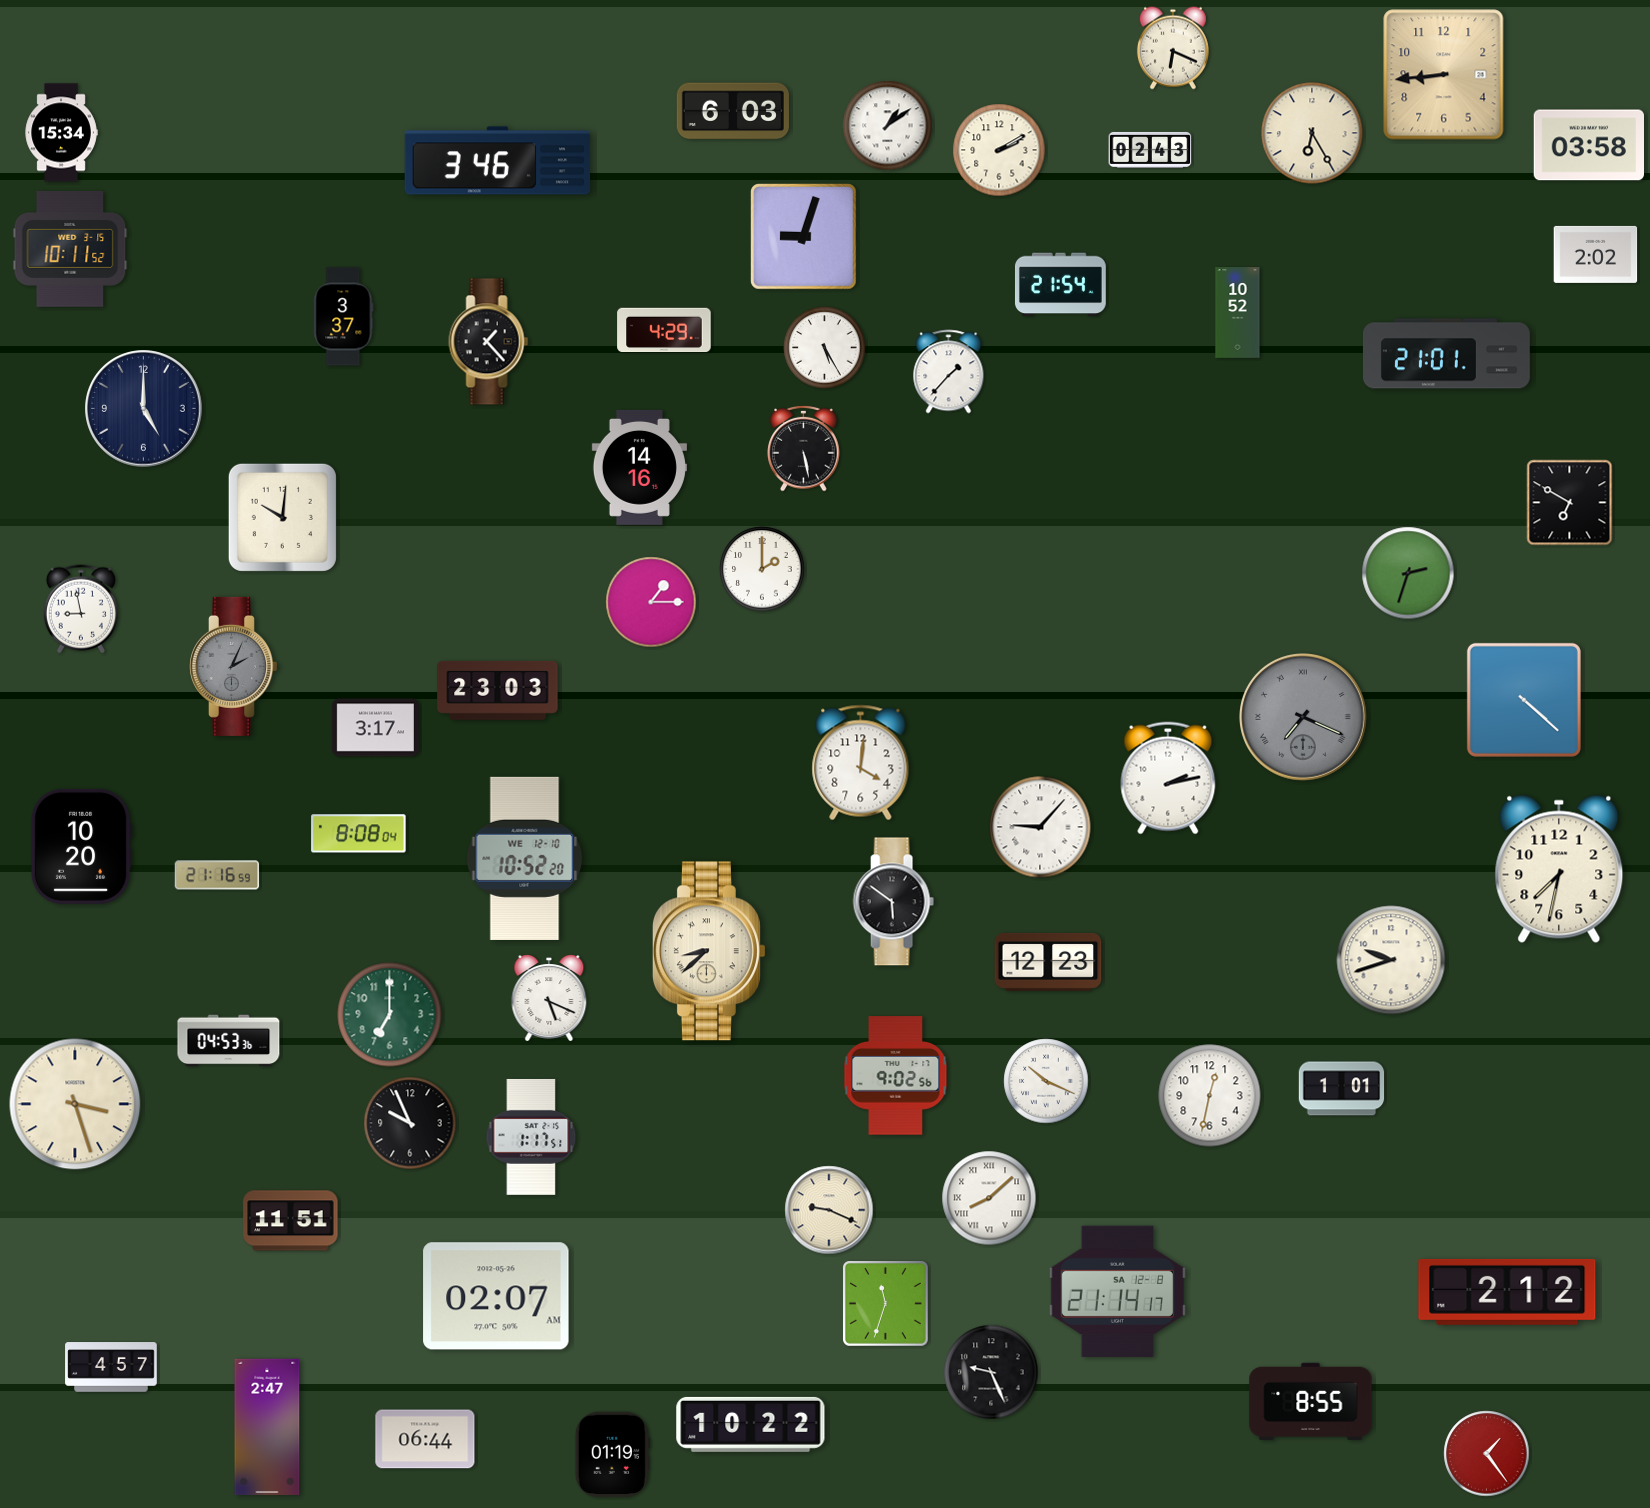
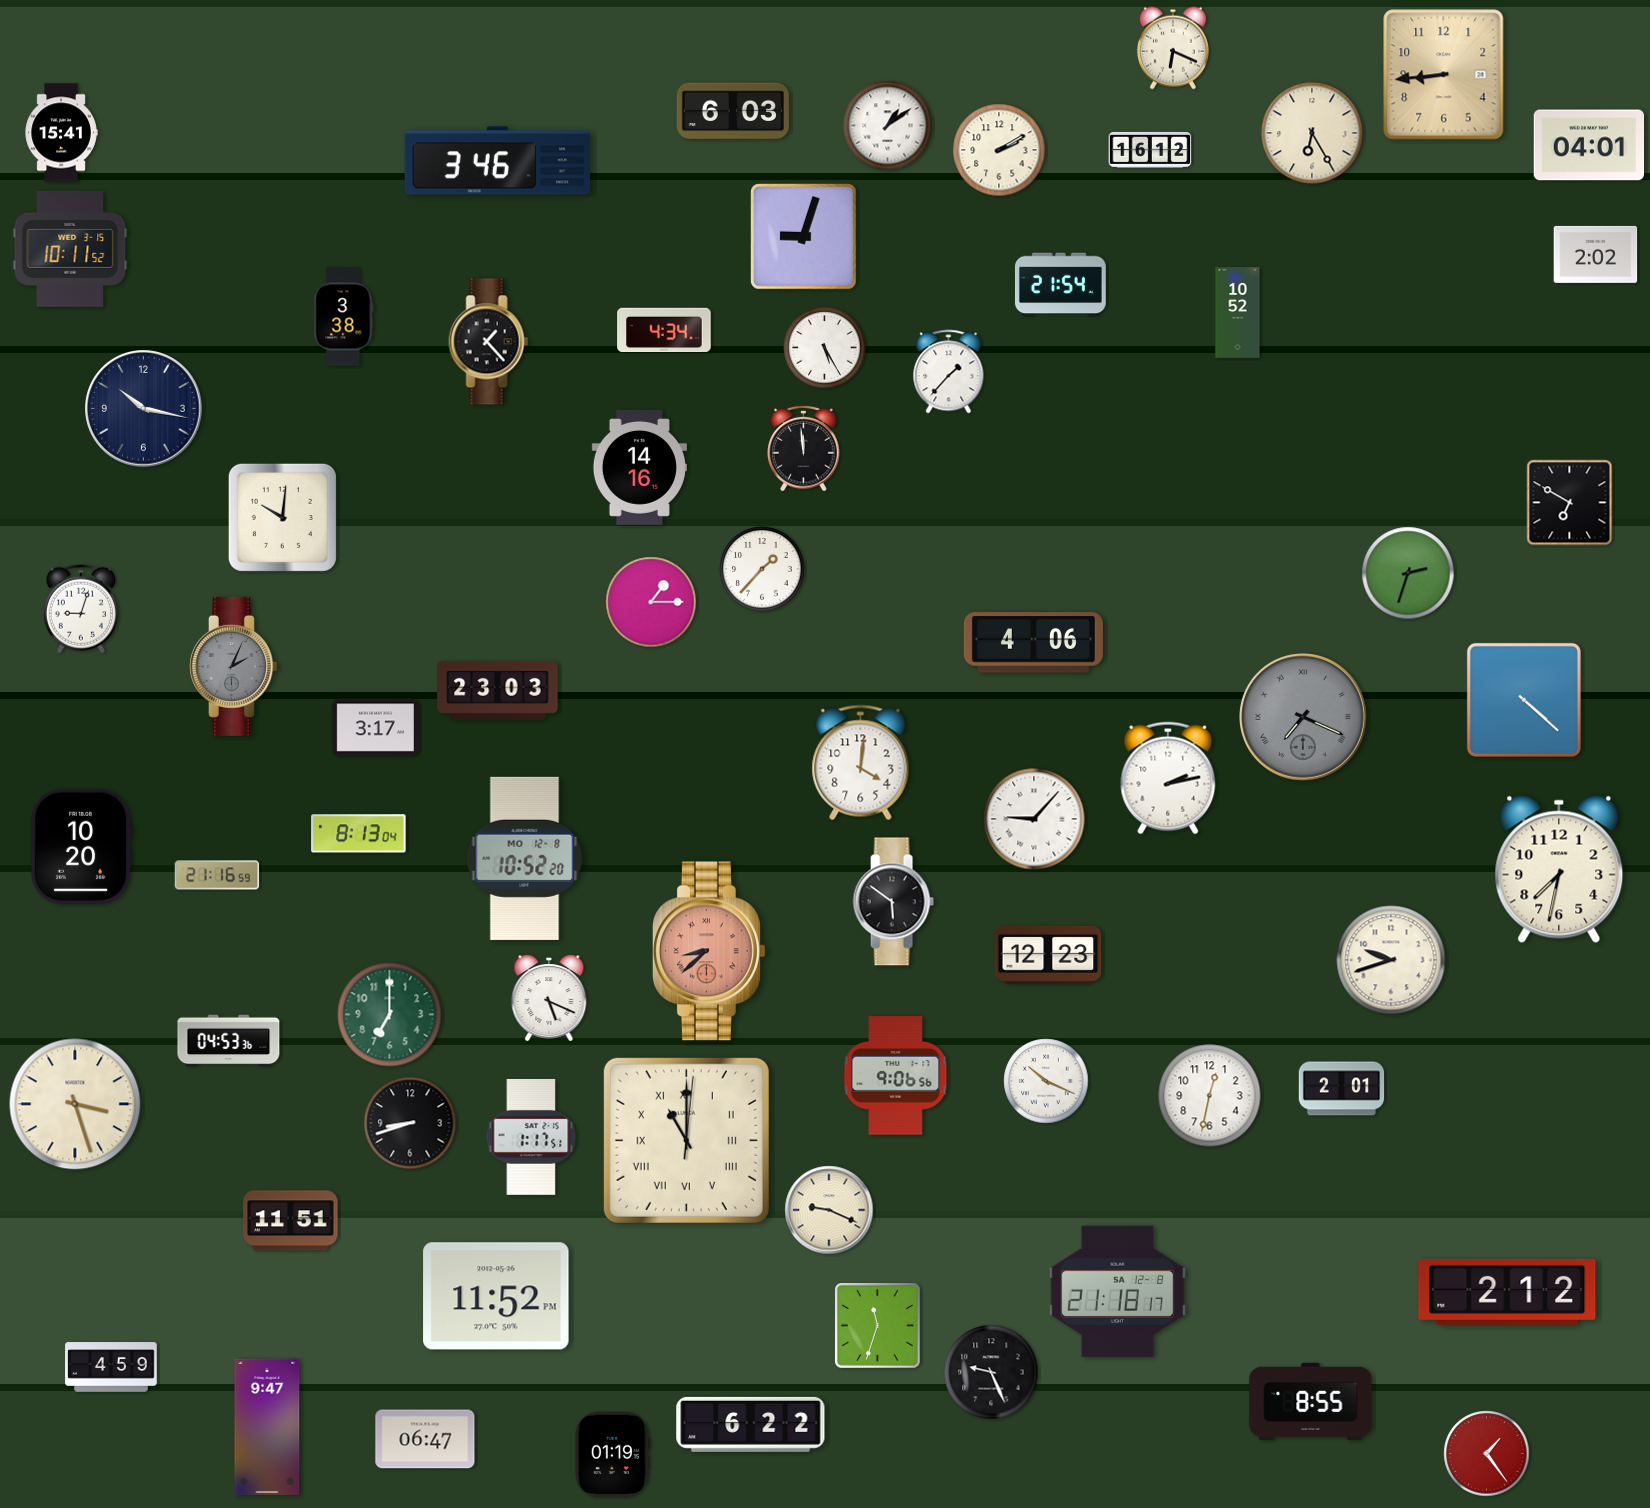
clock at (61, 133): 15:34 -> 15:41
clock at (1588, 145): 03:58 -> 04:01
clock at (1150, 150): 02:43 -> 16:12
clock at (344, 317): 3:37 -> 3:38
clock at (664, 330): 4:29 -> 4:34
clock at (1446, 354): 21:01 -> none
clock at (144, 409): 5:00 -> 10:17
clock at (804, 448): 5:28 -> 11:59
clock at (762, 569): 2:00 -> 1:37
clock at (81, 609): 8:58 -> 9:03
clock at (1033, 643): none -> 4:06
clock at (1040, 827) position: (1040, 827) -> (1034, 819)
clock at (359, 834): 8:08 -> 8:13
clock at (525, 858) date: WE 12-10 -> MO 12-8
clock at (709, 951) dial: cream -> salmon
clock at (1048, 962) position: (1048, 962) -> (1048, 955)
clock at (896, 1076): 9:02 -> 9:06
clock at (1342, 1089): 1:01 -> 2:01
clock at (410, 1123): 9:56 -> 8:42
clock at (686, 1140): none -> 11:00
clock at (989, 1198): 8:08 -> none
clock at (1117, 1291): 21:14 -> 21:18
clock at (496, 1296): 02:07 -> 11:52
clock at (886, 1304) position: (886, 1304) -> (878, 1326)
clock at (111, 1367): 4:57 -> 4:59
clock at (751, 1424): 10:22 -> 6:22
clock at (267, 1426): 2:47 -> 9:47
clock at (425, 1439): 06:44 -> 06:47
